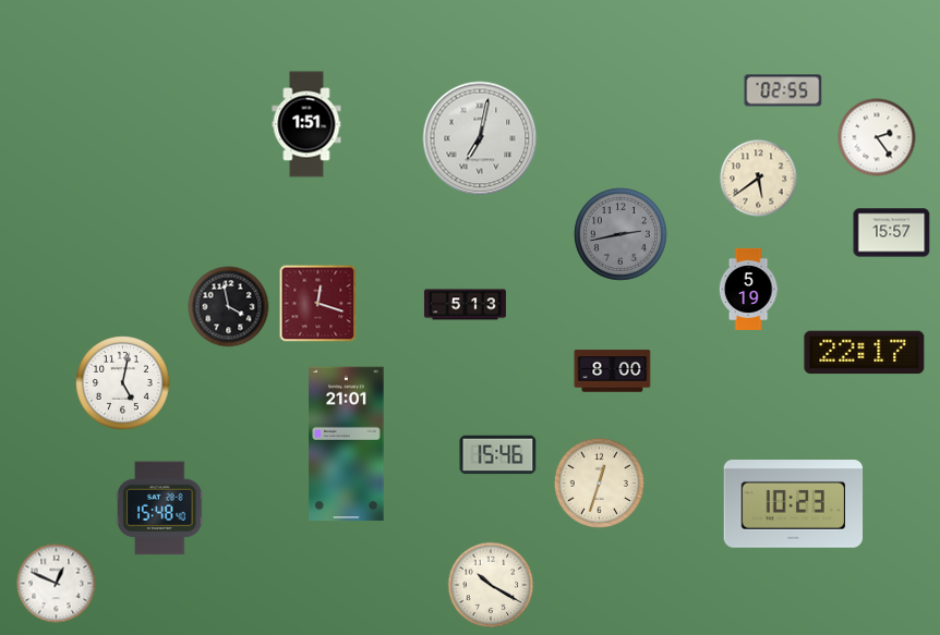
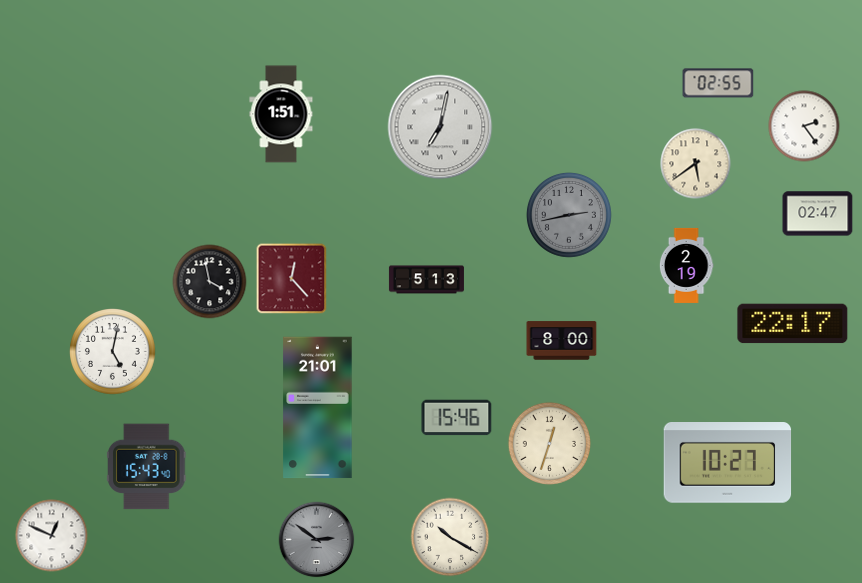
clock at (892, 233): 15:57 -> 02:47
clock at (748, 289): 5:19 -> 2:19
clock at (318, 304): 12:18 -> 12:23
clock at (794, 504): 10:23 -> 10:27
clock at (160, 509): 15:48 -> 15:43
clock at (317, 540): none -> 2:51
